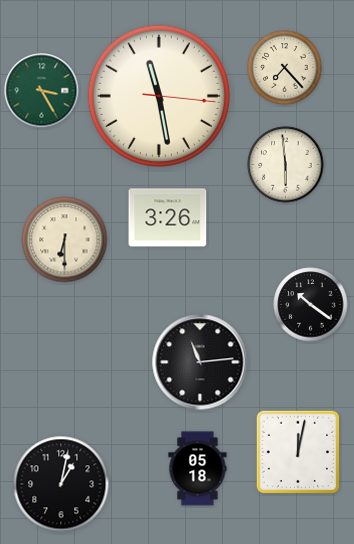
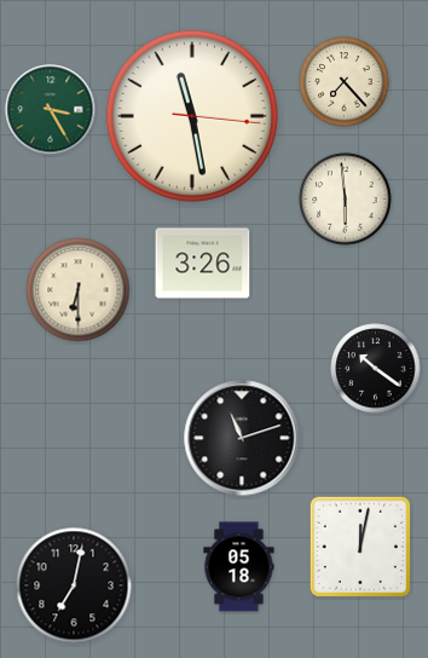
clock at (200, 362): 11:14 -> 11:12
clock at (61, 484): 1:02 -> 7:02
